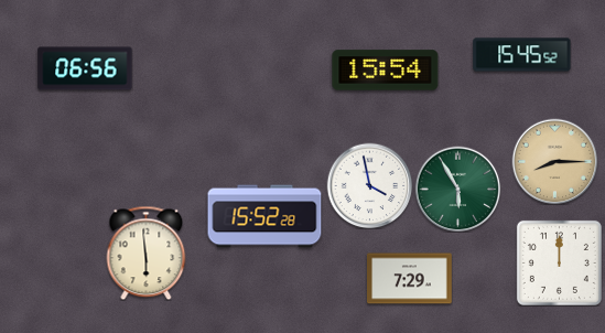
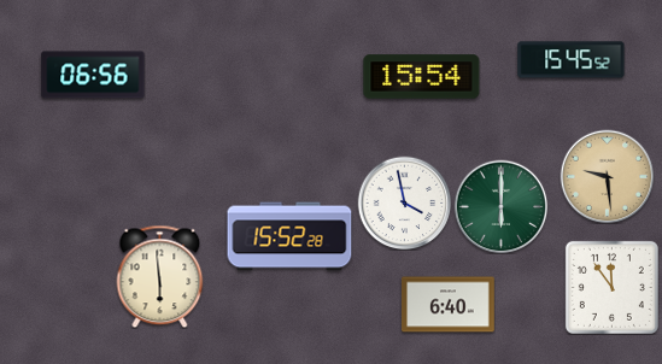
clock at (554, 161): 8:15 -> 9:29
clock at (457, 189): 5:55 -> 6:00
clock at (559, 262): 12:00 -> 11:54
clock at (410, 279): 7:29 -> 6:40
